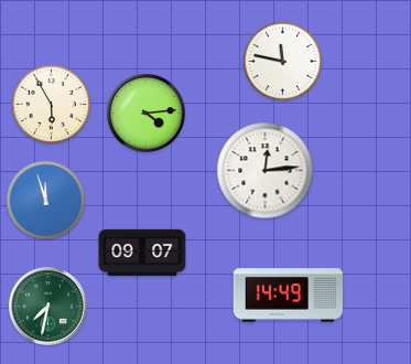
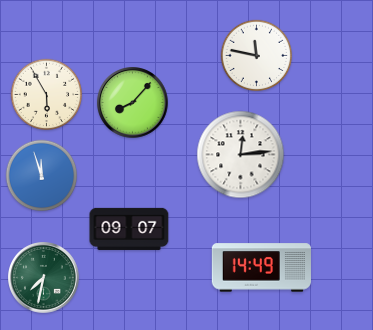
clock at (147, 114): 4:14 -> 8:07
clock at (46, 201) position: (46, 201) -> (42, 176)
